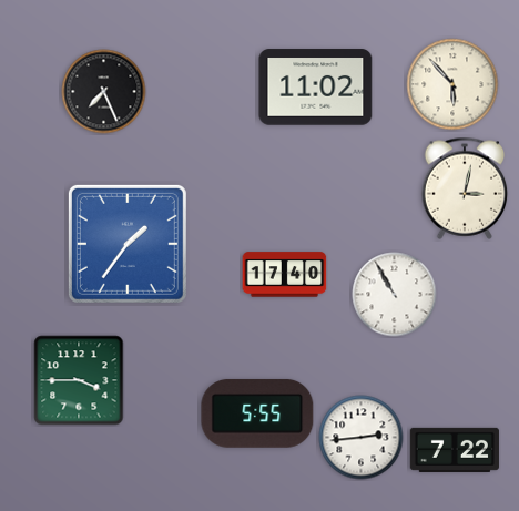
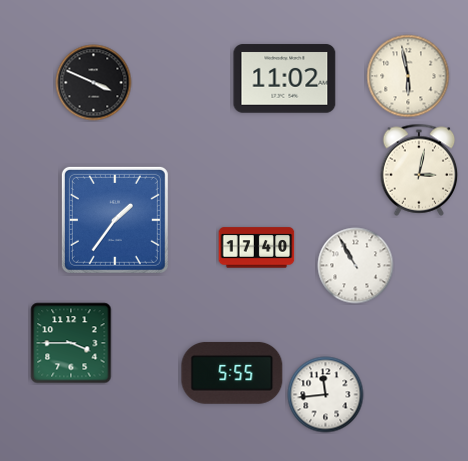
clock at (452, 84): 5:53 -> 5:58
clock at (104, 92): 7:26 -> 3:49
clock at (362, 438): 2:44 -> 11:44
clock at (455, 450): 7:22 -> none
